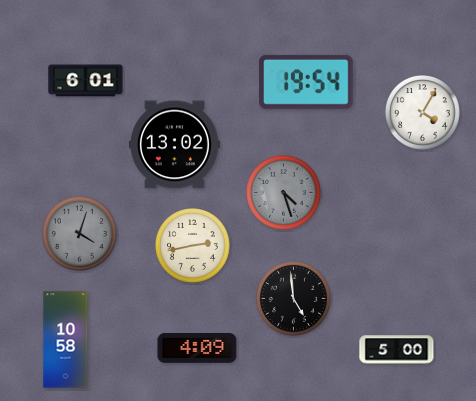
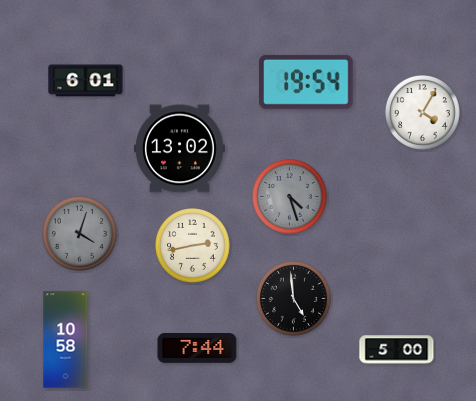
clock at (174, 145) position: (174, 145) -> (179, 149)
clock at (284, 193) position: (284, 193) -> (290, 197)
clock at (197, 349): 4:09 -> 7:44
